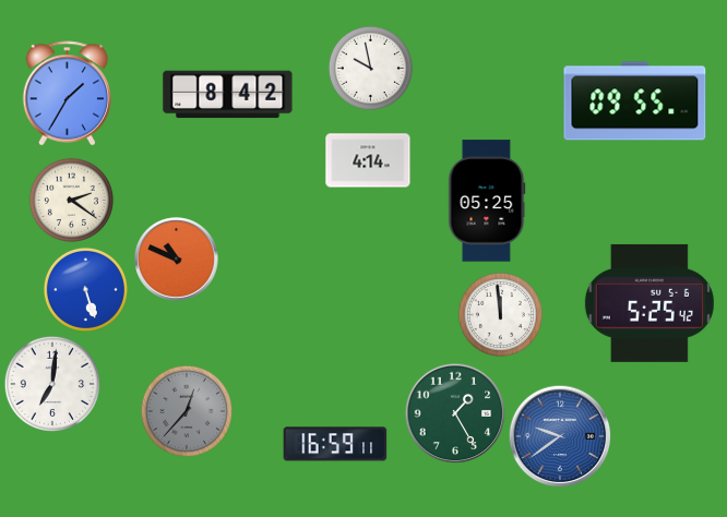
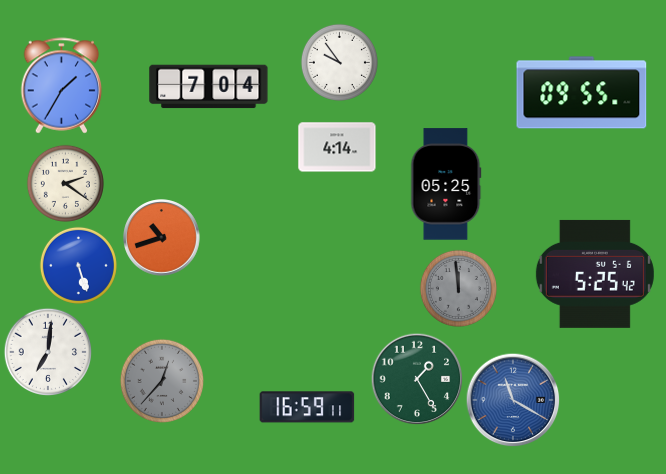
clock at (370, 68): 9:58 -> 9:54
clock at (228, 95): 8:42 -> 7:04
clock at (177, 260): 10:49 -> 10:42
clock at (649, 303) position: (649, 303) -> (595, 274)
clock at (500, 314) dial: white -> grey
clock at (186, 410) position: (186, 410) -> (161, 380)
clock at (560, 436): 9:39 -> 11:20
